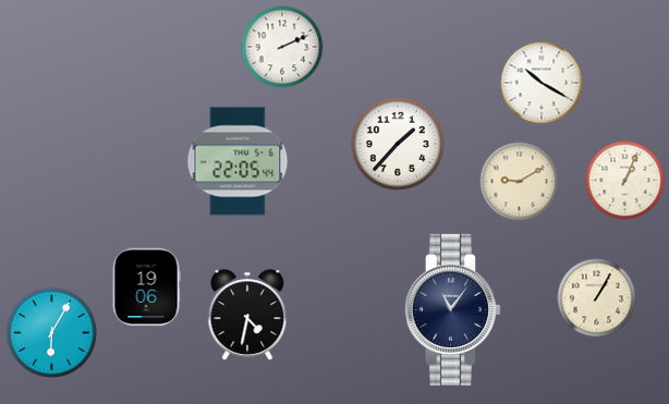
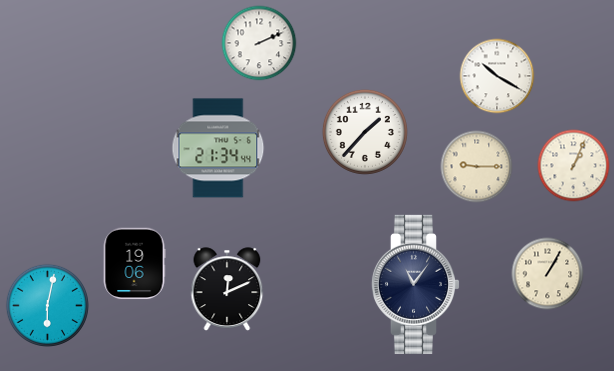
clock at (238, 161): 22:05 -> 21:34
clock at (520, 182): 9:10 -> 9:15
clock at (247, 315): 4:32 -> 12:11
clock at (51, 332): 6:05 -> 6:02
